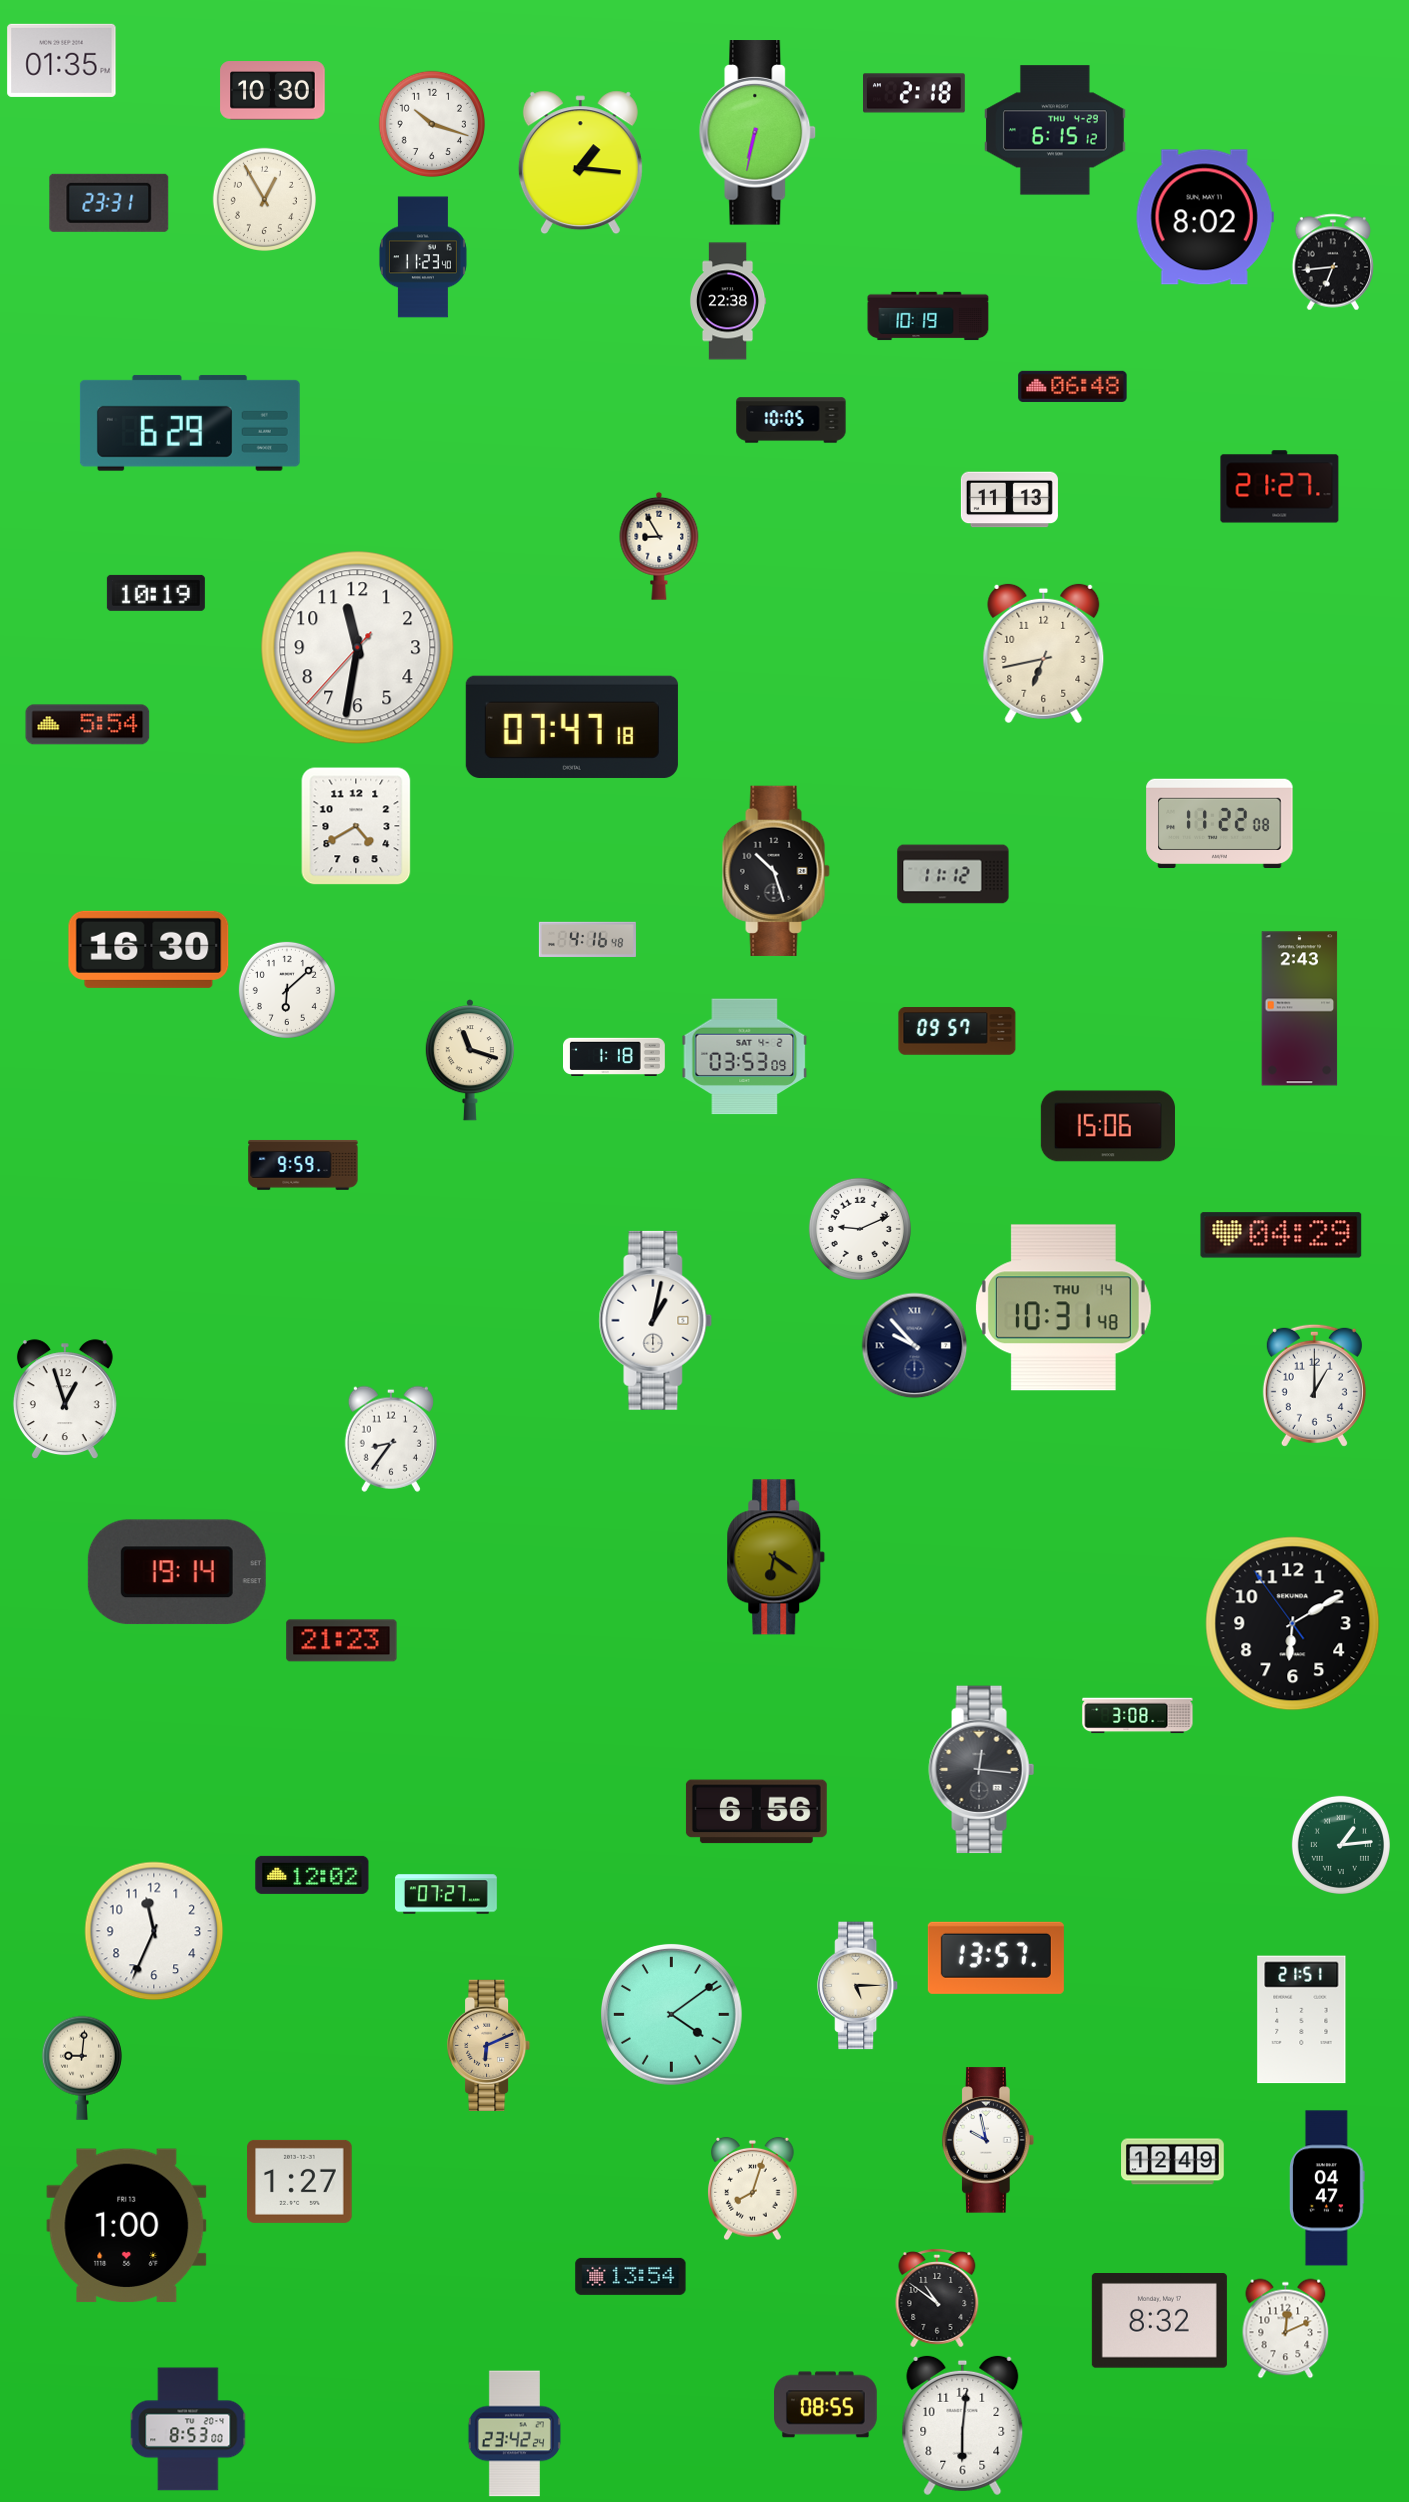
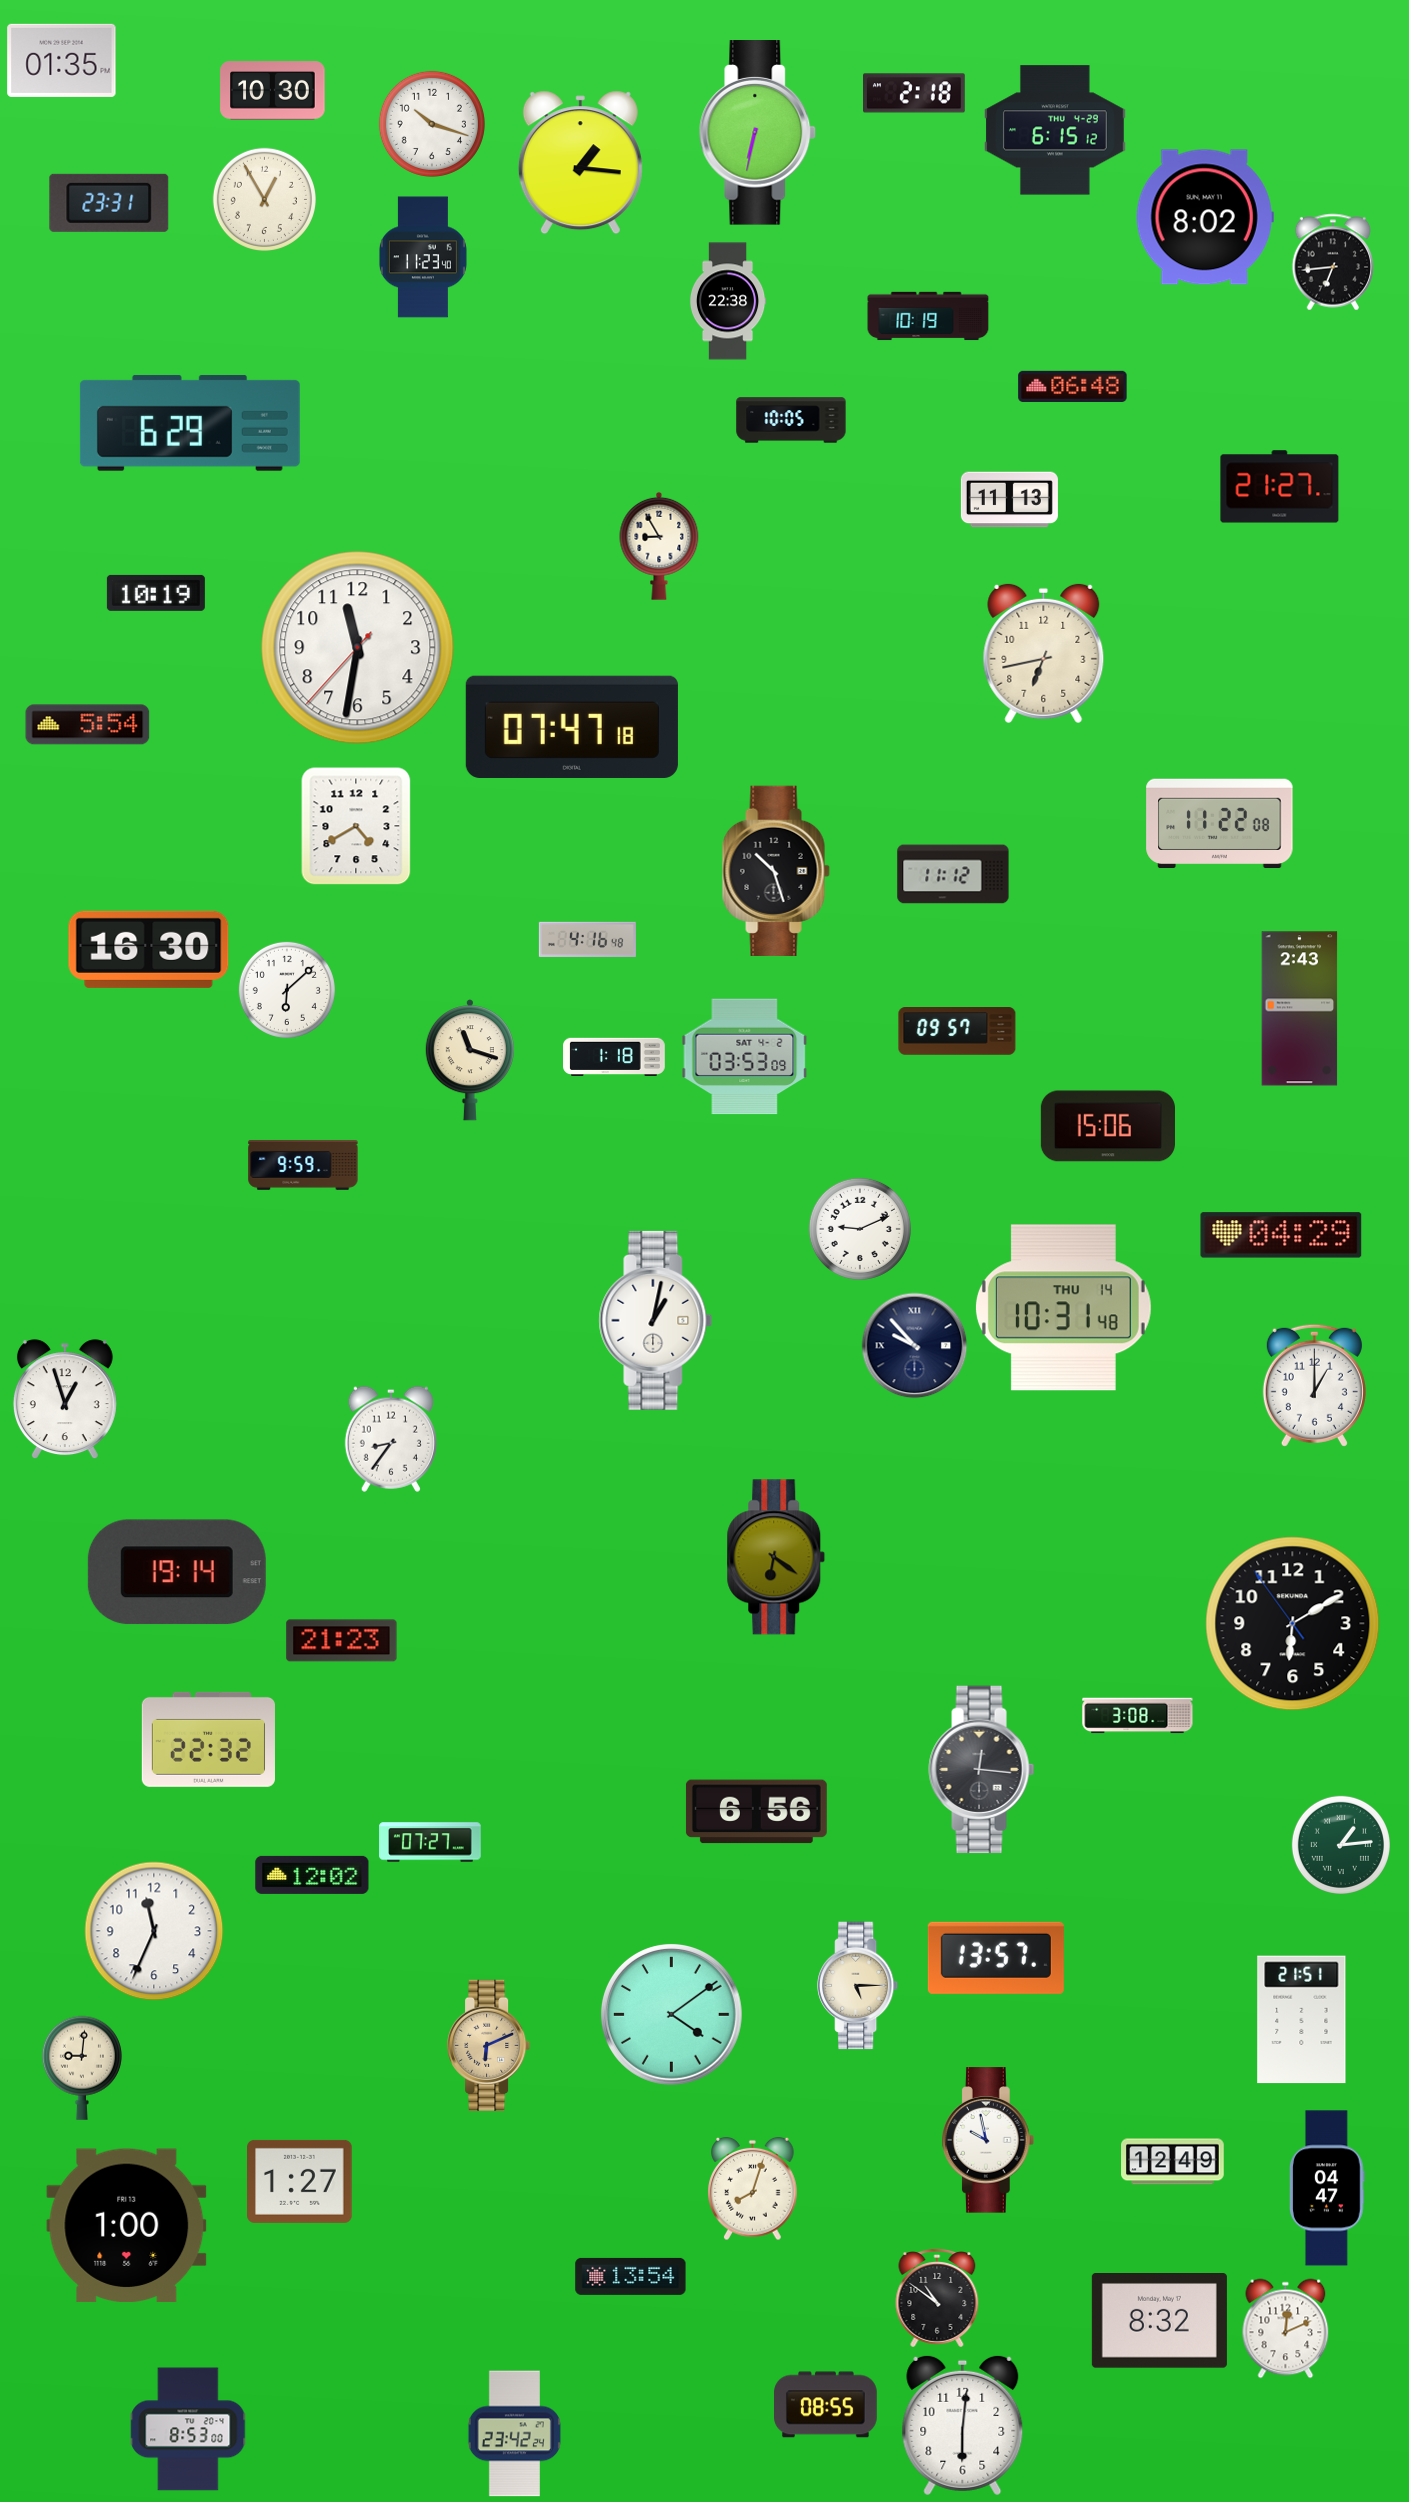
clock at (208, 1739): none -> 22:32
clock at (446, 1894) position: (446, 1894) -> (430, 1842)
